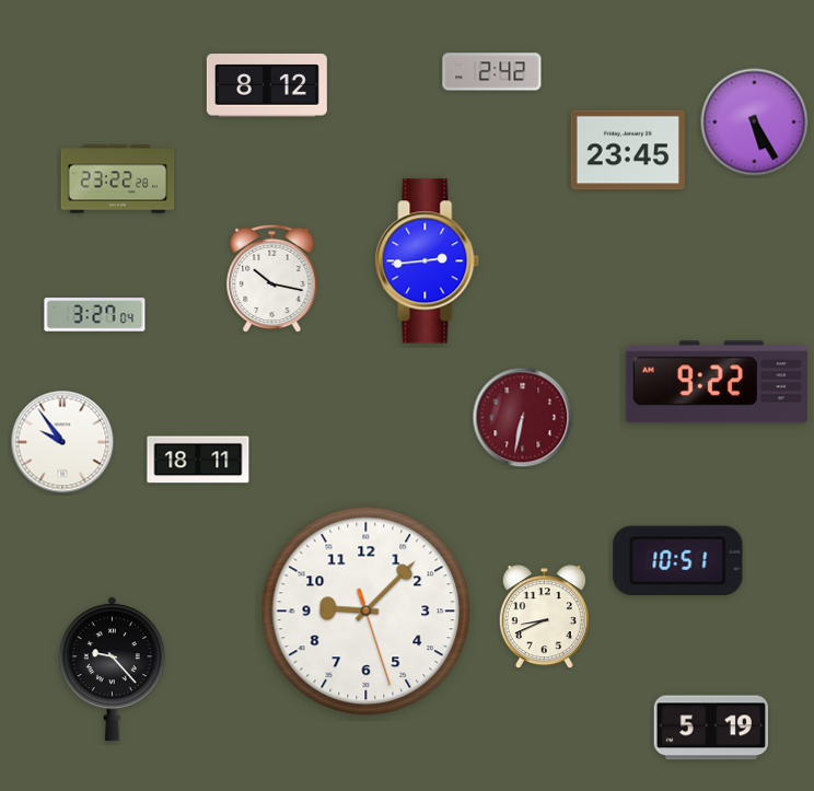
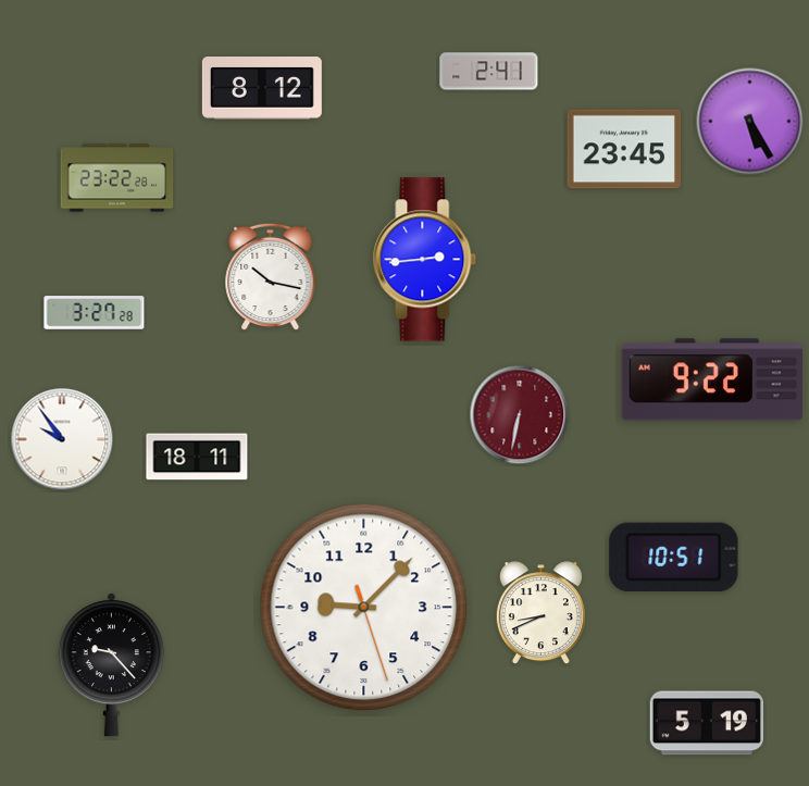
clock at (492, 72): 2:42 -> 2:41
clock at (267, 86) position: (267, 86) -> (262, 89)
clock at (95, 315): 3:27:04 -> 3:27:28
